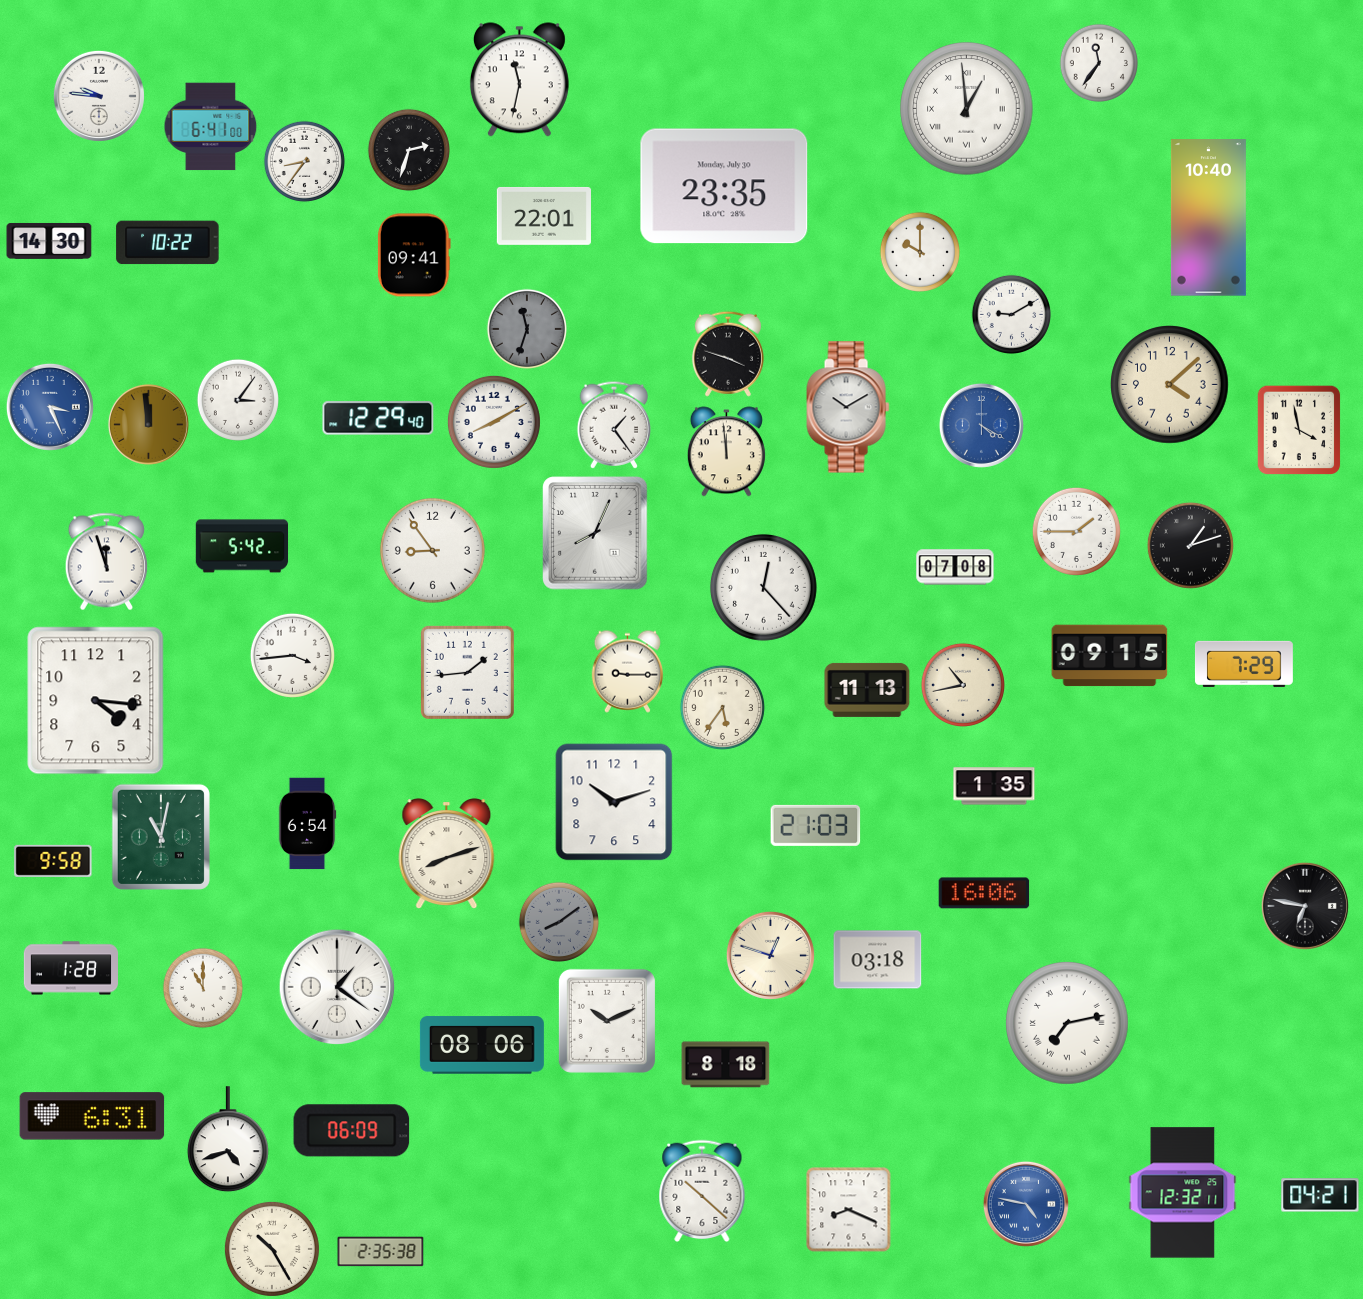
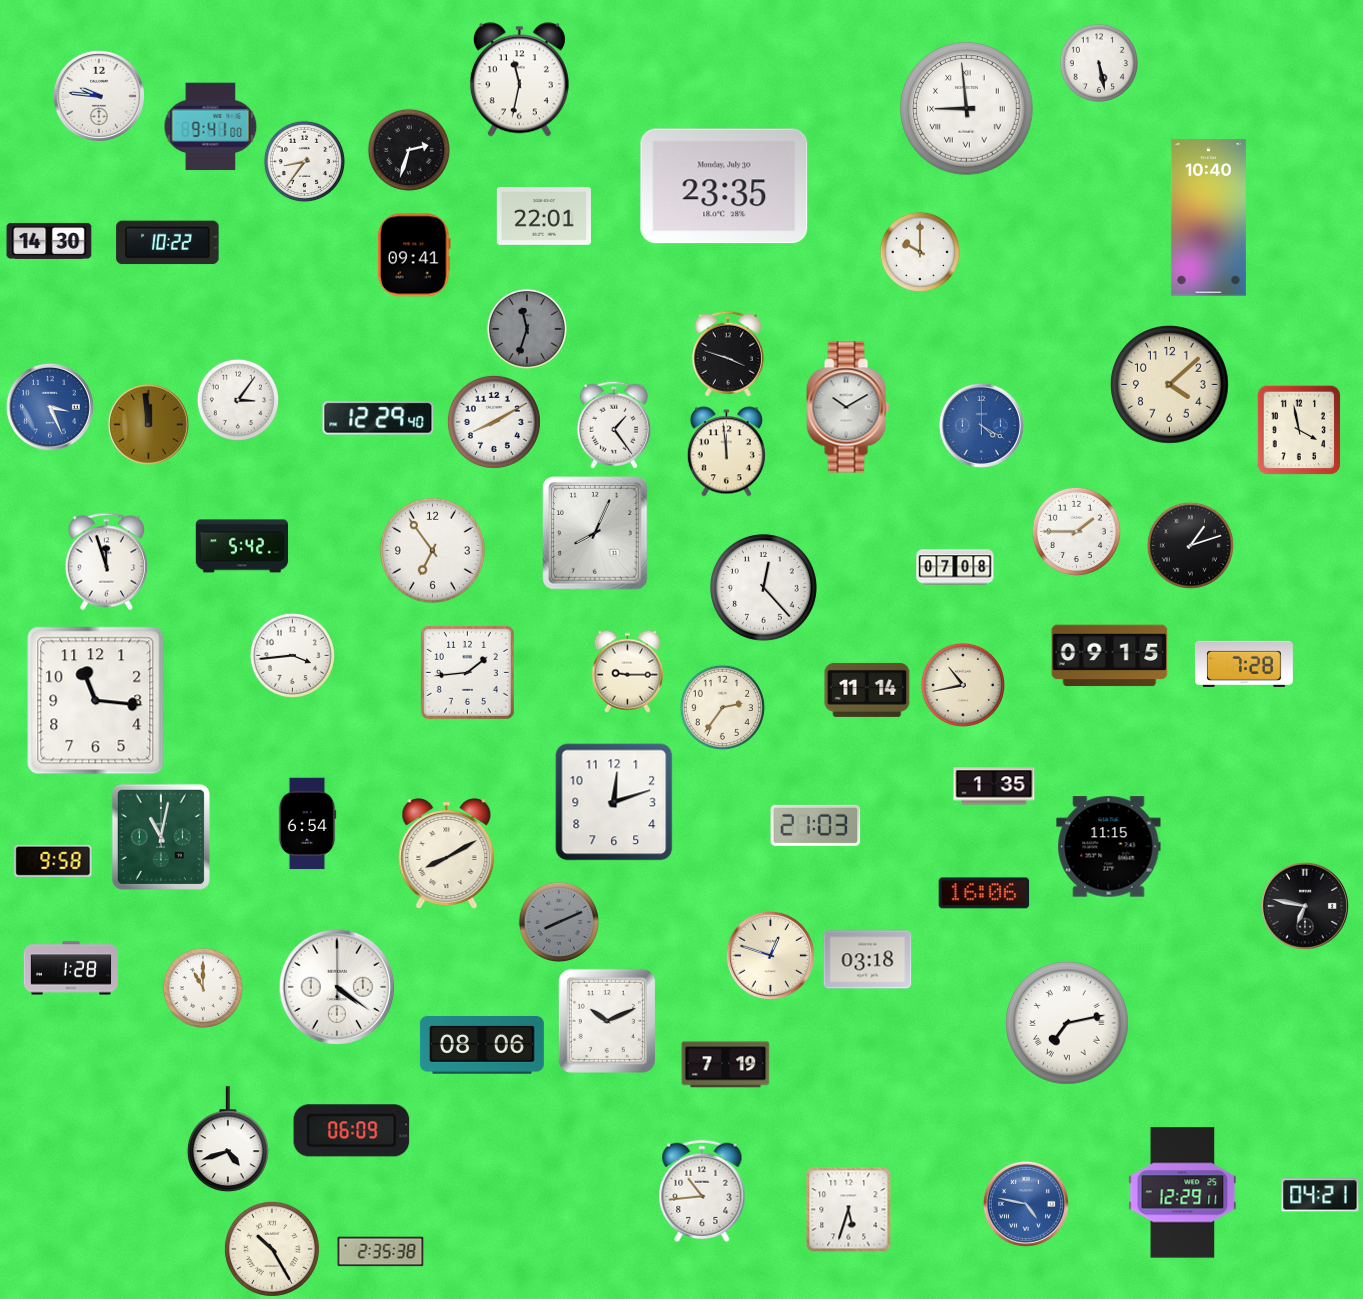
clock at (1098, 62): 11:36 -> 5:28
clock at (967, 109): 12:59 -> 8:59
clock at (211, 127): 6:41 -> 9:41
clock at (1011, 314): 9:10 -> none
clock at (432, 550): 8:54 -> 6:54
clock at (1244, 664): 7:29 -> 7:28
clock at (867, 690): 11:13 -> 11:14
clock at (96, 701): 4:16 -> 11:16
clock at (722, 707): 5:36 -> 2:36
clock at (614, 802): 10:12 -> 12:12
clock at (1109, 847): none -> 11:15
clock at (447, 854): 8:12 -> 8:10
clock at (558, 921): 8:09 -> 8:11
clock at (878, 960) position: (878, 960) -> (868, 960)
clock at (337, 987): 1:21 -> 4:21
clock at (726, 1065): 8:18 -> 7:19
clock at (92, 1116): 6:31 -> none
clock at (702, 1190): 10:22 -> 10:44
clock at (1183, 1193): 12:32 -> 12:29
clock at (849, 1210): 8:19 -> 5:33
